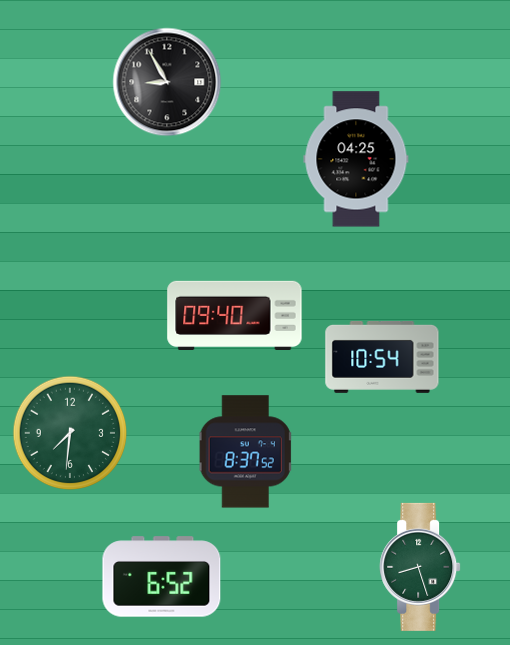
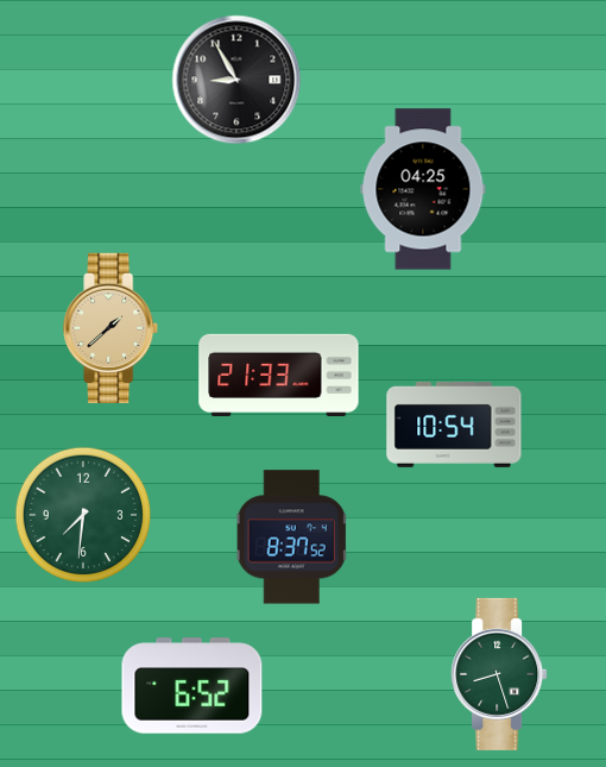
clock at (167, 82) position: (167, 82) -> (236, 80)
clock at (112, 328): none -> 1:38
clock at (235, 315): 09:40 -> 21:33
